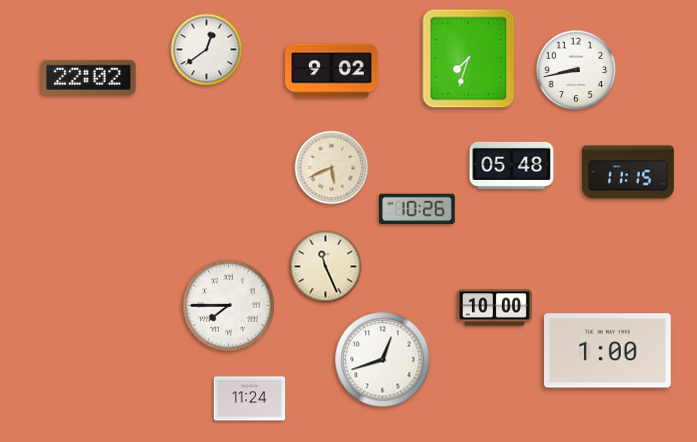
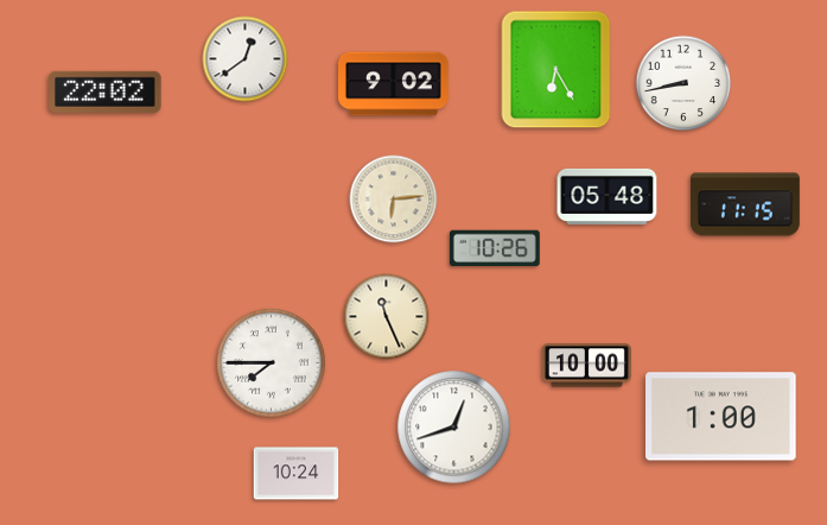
clock at (469, 59): 7:33 -> 6:25
clock at (332, 168): 5:41 -> 6:14
clock at (250, 399): 11:24 -> 10:24
